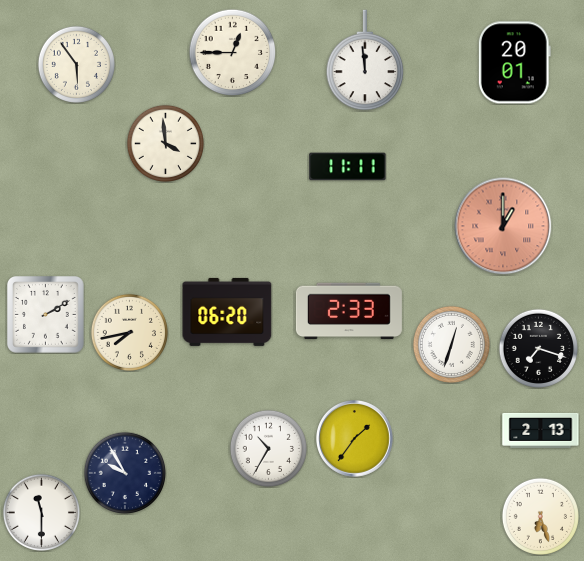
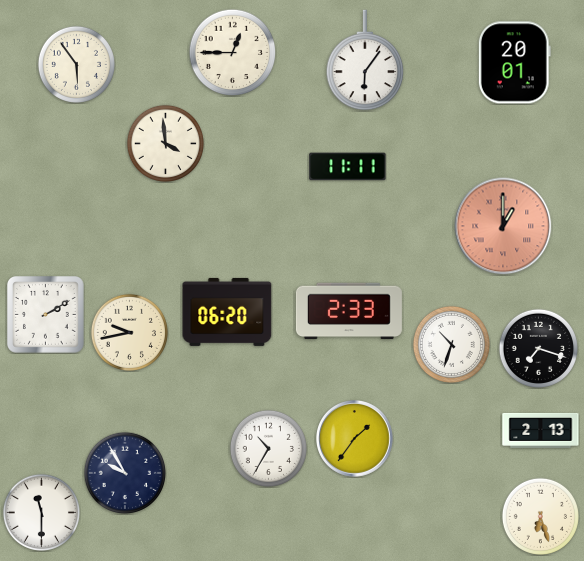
clock at (365, 60): 11:59 -> 6:06
clock at (129, 332): 7:43 -> 9:43
clock at (451, 344): 12:33 -> 10:33
